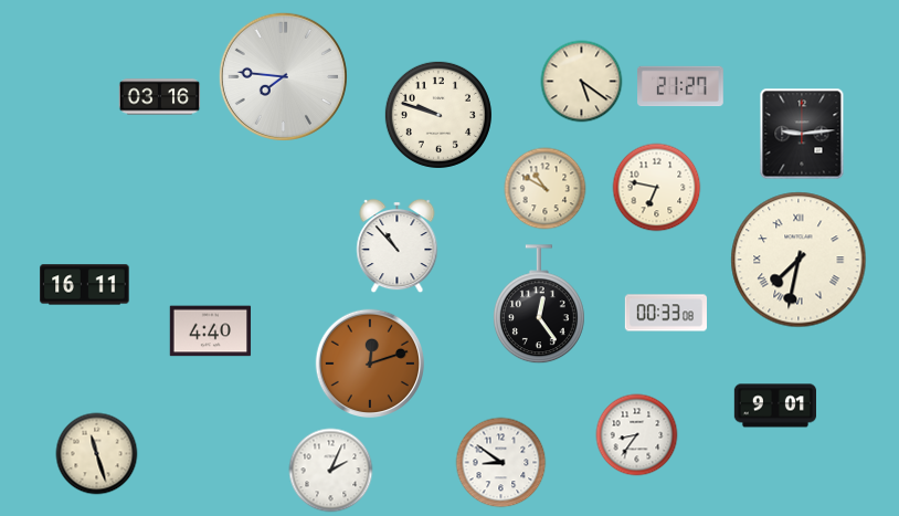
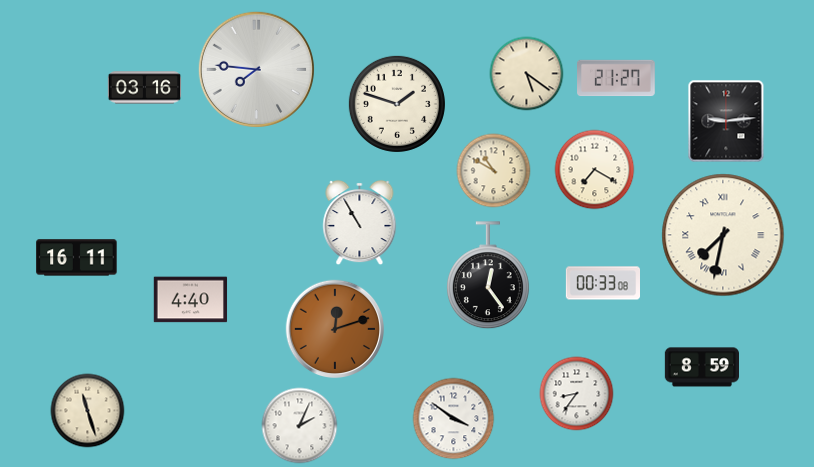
clock at (438, 115): 9:48 -> 1:48
clock at (657, 188): 6:47 -> 7:20
clock at (398, 246): 10:53 -> 10:55
clock at (774, 406): 9:01 -> 8:59
clock at (501, 463): 8:51 -> 3:51
